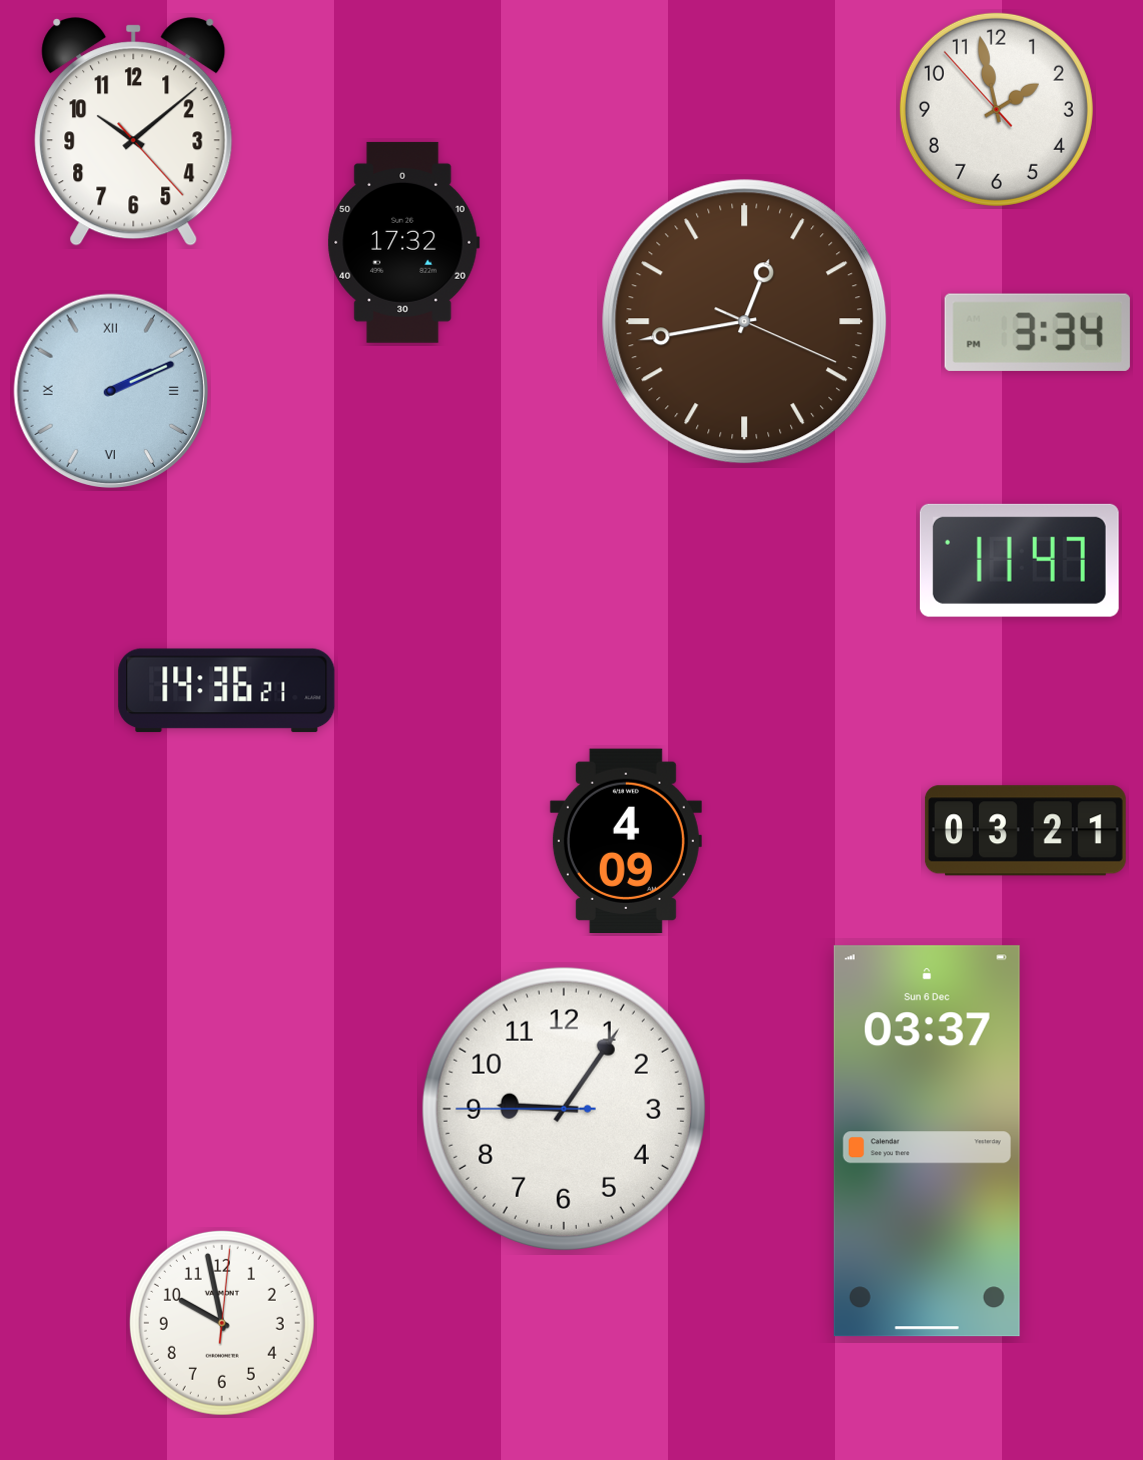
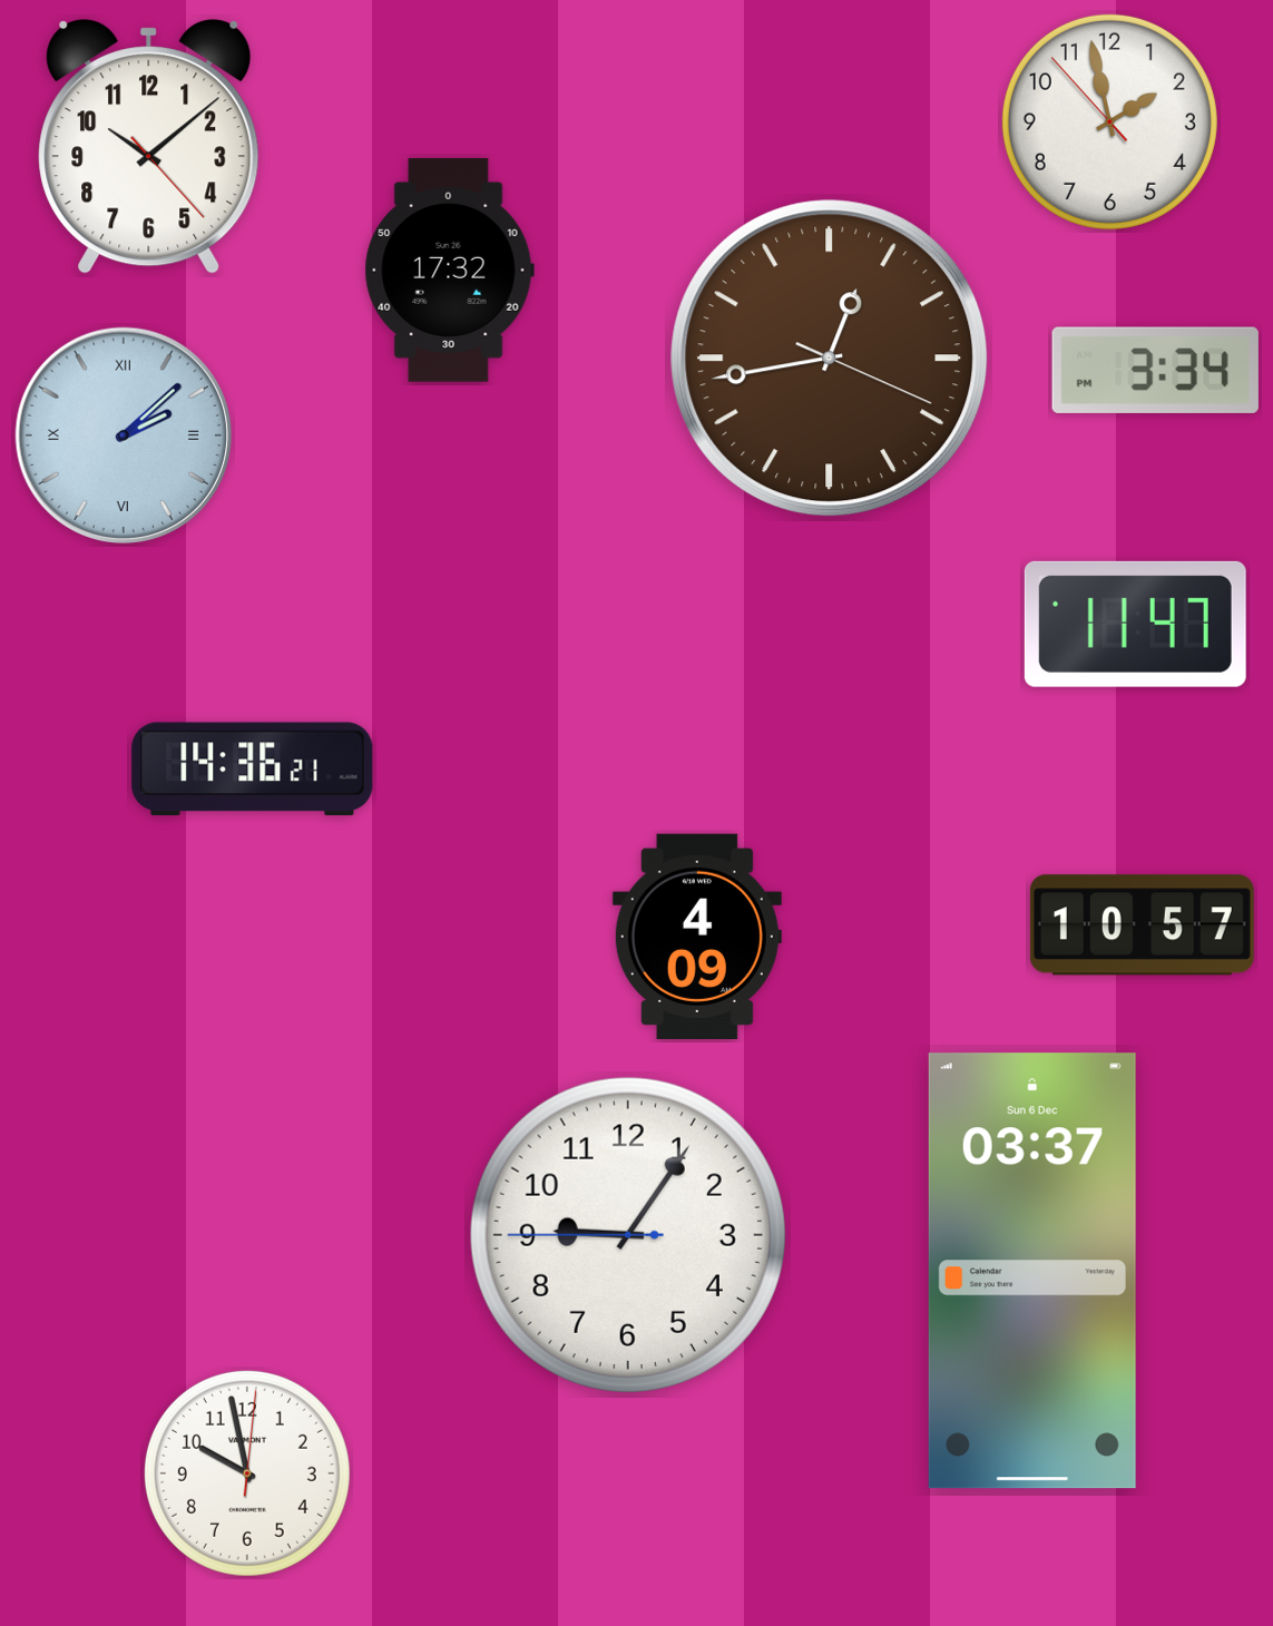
clock at (110, 390): 2:11 -> 2:08
clock at (1025, 831): 03:21 -> 10:57
